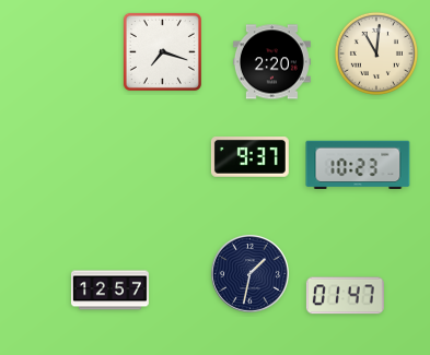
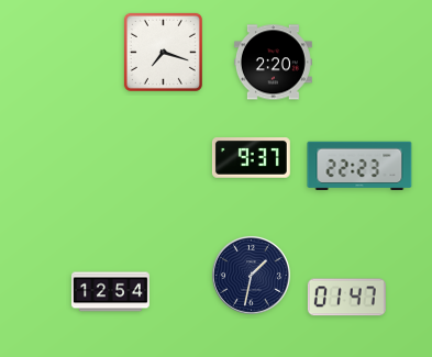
clock at (376, 54): 11:01 -> none
clock at (358, 165): 10:23 -> 22:23
clock at (109, 291): 12:57 -> 12:54
